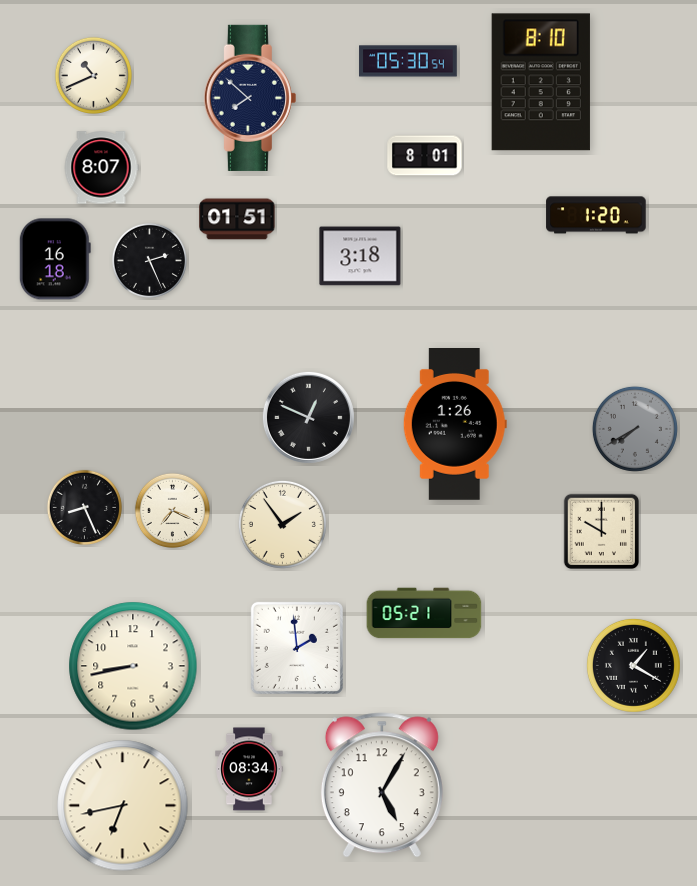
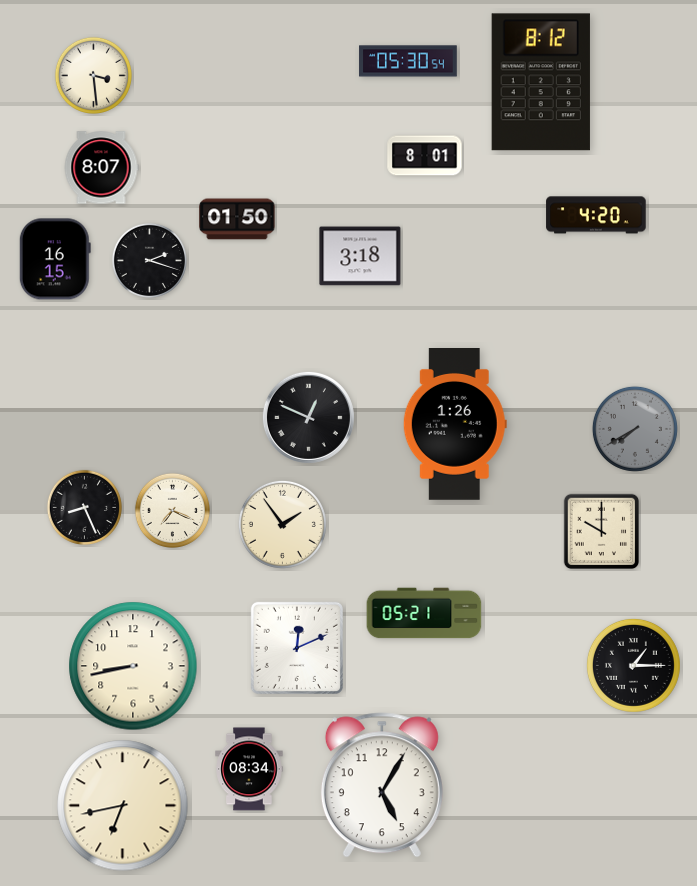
clock at (93, 75): 10:41 -> 3:29
clock at (541, 82): 8:10 -> 8:12
clock at (250, 98): 7:52 -> none
clock at (596, 215): 1:20 -> 4:20
clock at (237, 219): 01:51 -> 01:50
clock at (55, 259): 16:18 -> 16:15
clock at (149, 260): 2:26 -> 2:18
clock at (297, 648): 1:59 -> 12:11
clock at (633, 665): 1:20 -> 1:15
